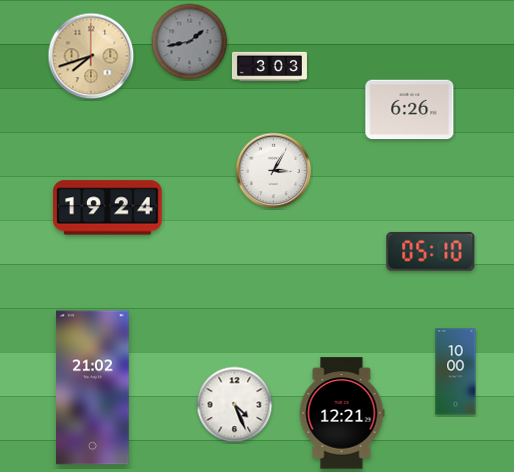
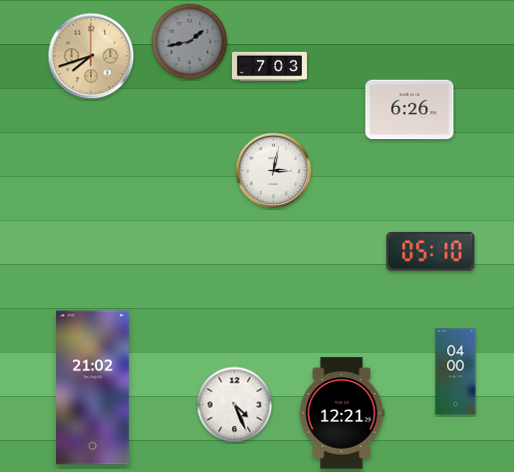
clock at (269, 66): 3:03 -> 7:03
clock at (274, 171): 3:05 -> 3:02
clock at (108, 208): 19:24 -> none
clock at (456, 372): 10:00 -> 04:00
